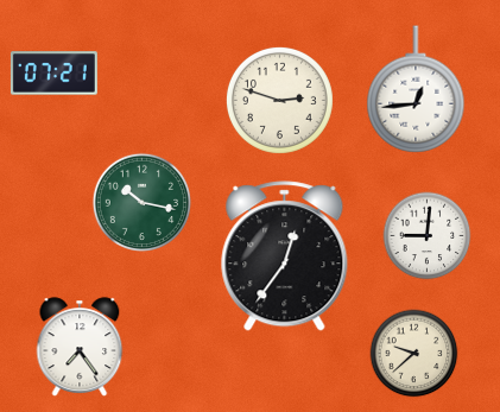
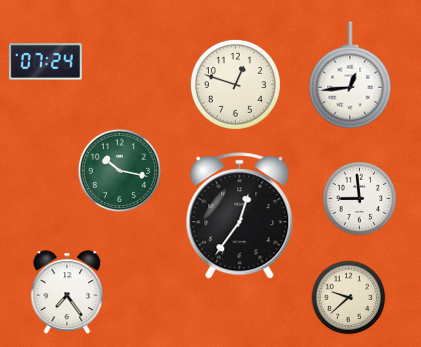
clock at (53, 74): 07:21 -> 07:24
clock at (279, 100): 2:48 -> 12:48
clock at (428, 236): 9:01 -> 8:59
